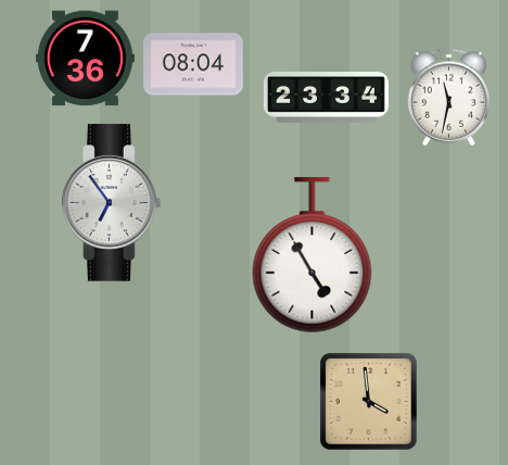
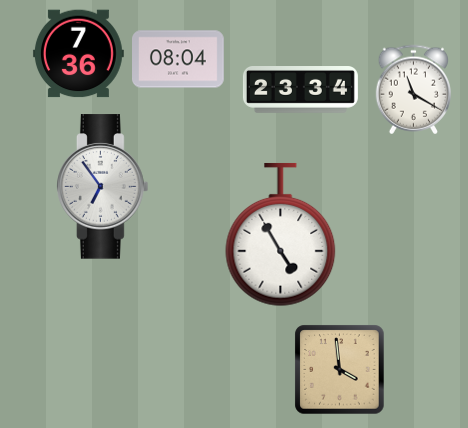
clock at (448, 98): 11:32 -> 11:20
clock at (313, 255) position: (313, 255) -> (281, 235)
